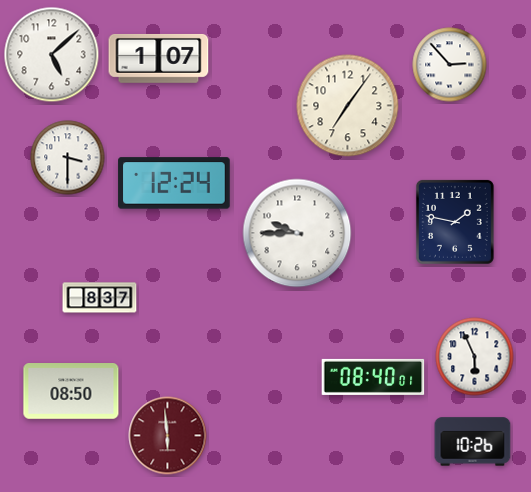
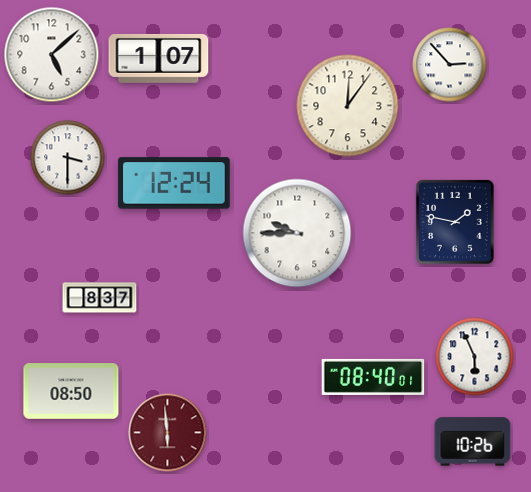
clock at (348, 106): 7:06 -> 12:06
clock at (168, 436) position: (168, 436) -> (168, 433)
